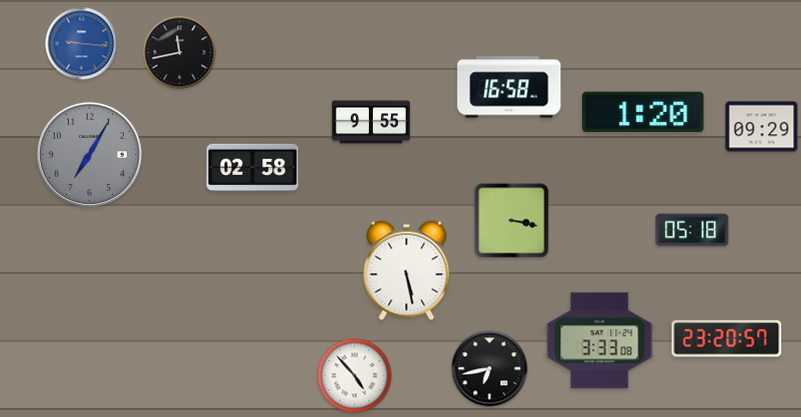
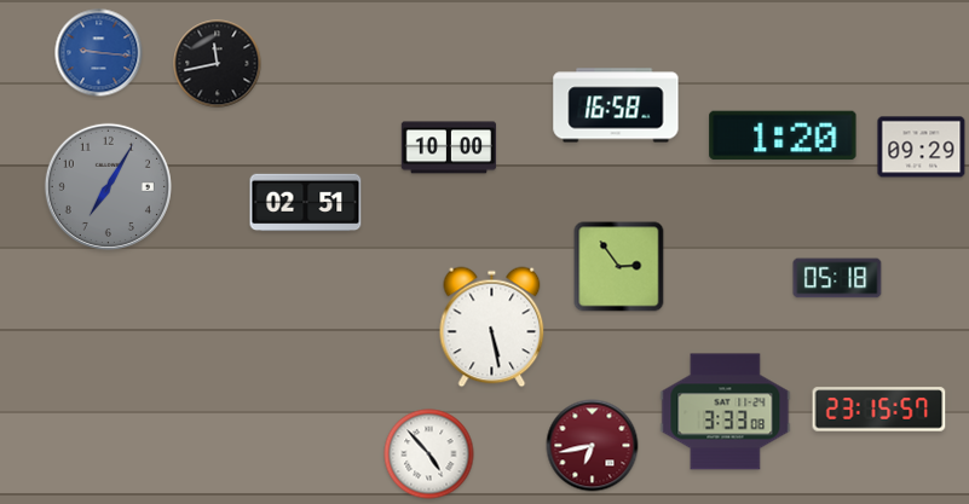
clock at (643, 112) position: (643, 112) -> (783, 135)
clock at (371, 122): 9:55 -> 10:00
clock at (762, 127) position: (762, 127) -> (922, 147)
clock at (253, 168): 02:58 -> 02:51
clock at (512, 221): 3:17 -> 2:54
clock at (727, 339): 23:20 -> 23:15
clock at (490, 369) dial: black -> burgundy
